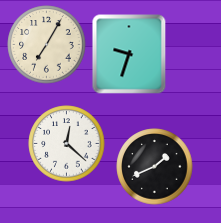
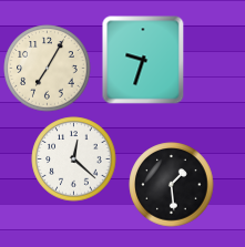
clock at (47, 45) position: (47, 45) -> (48, 69)
clock at (155, 167): 1:41 -> 1:29
